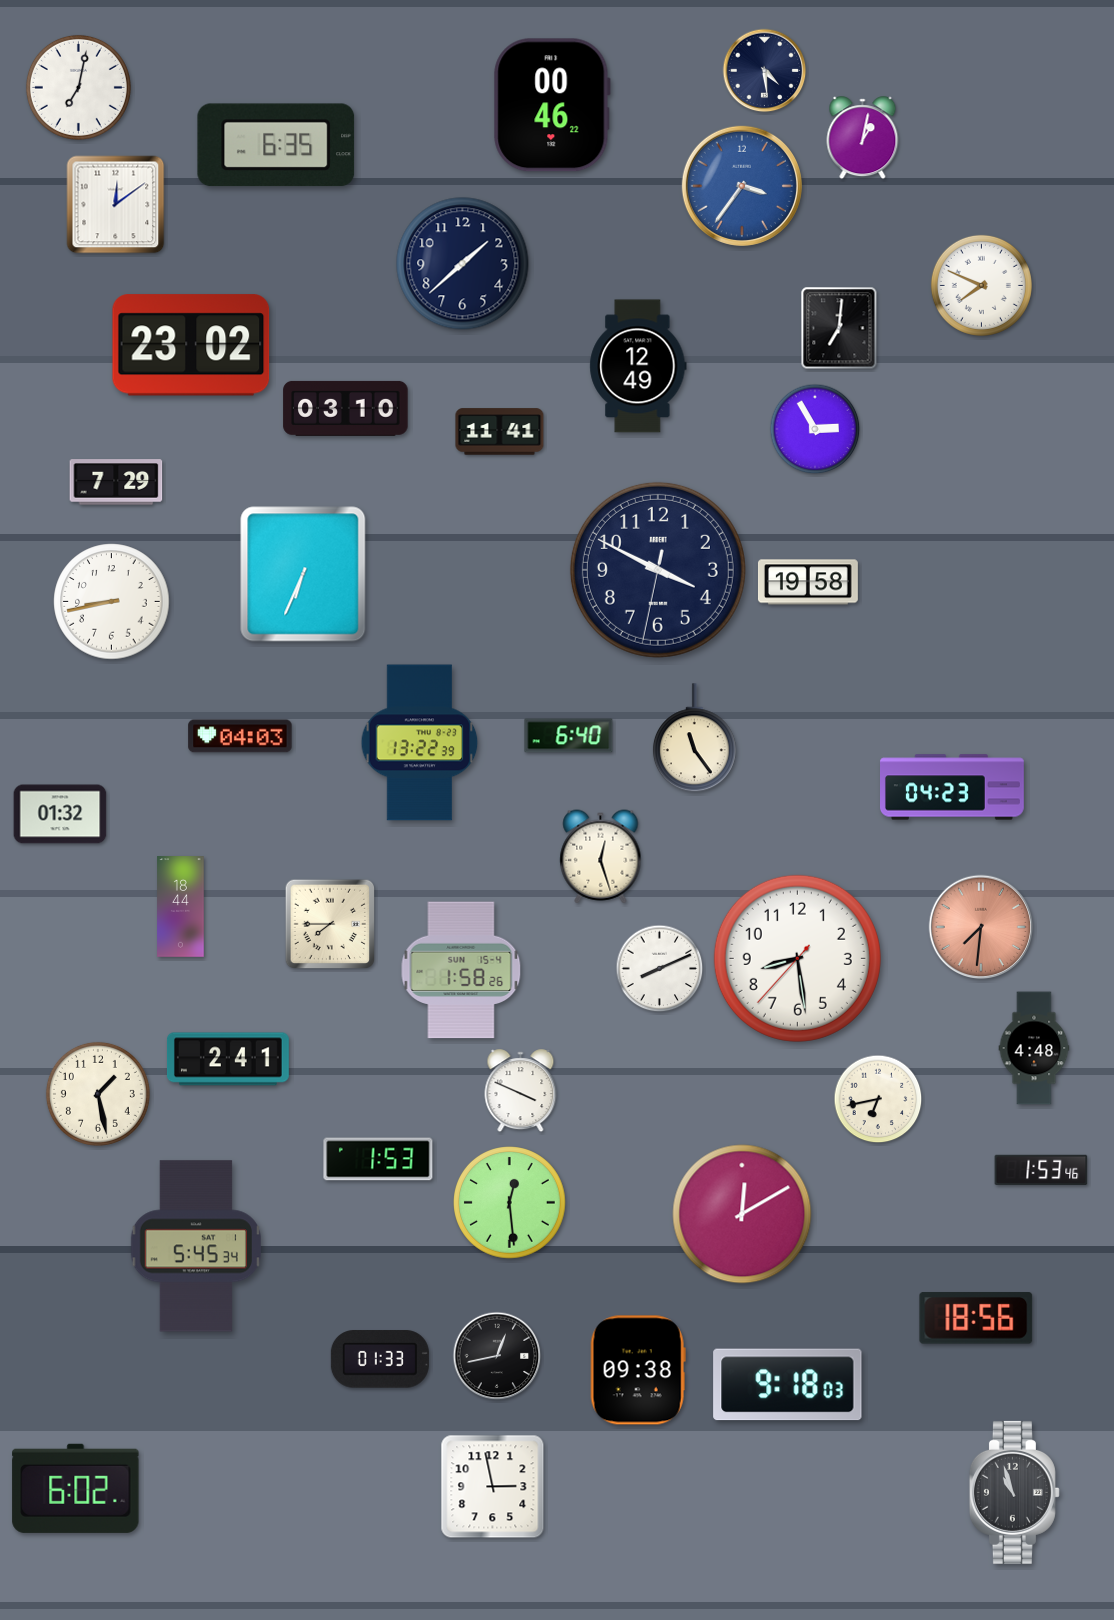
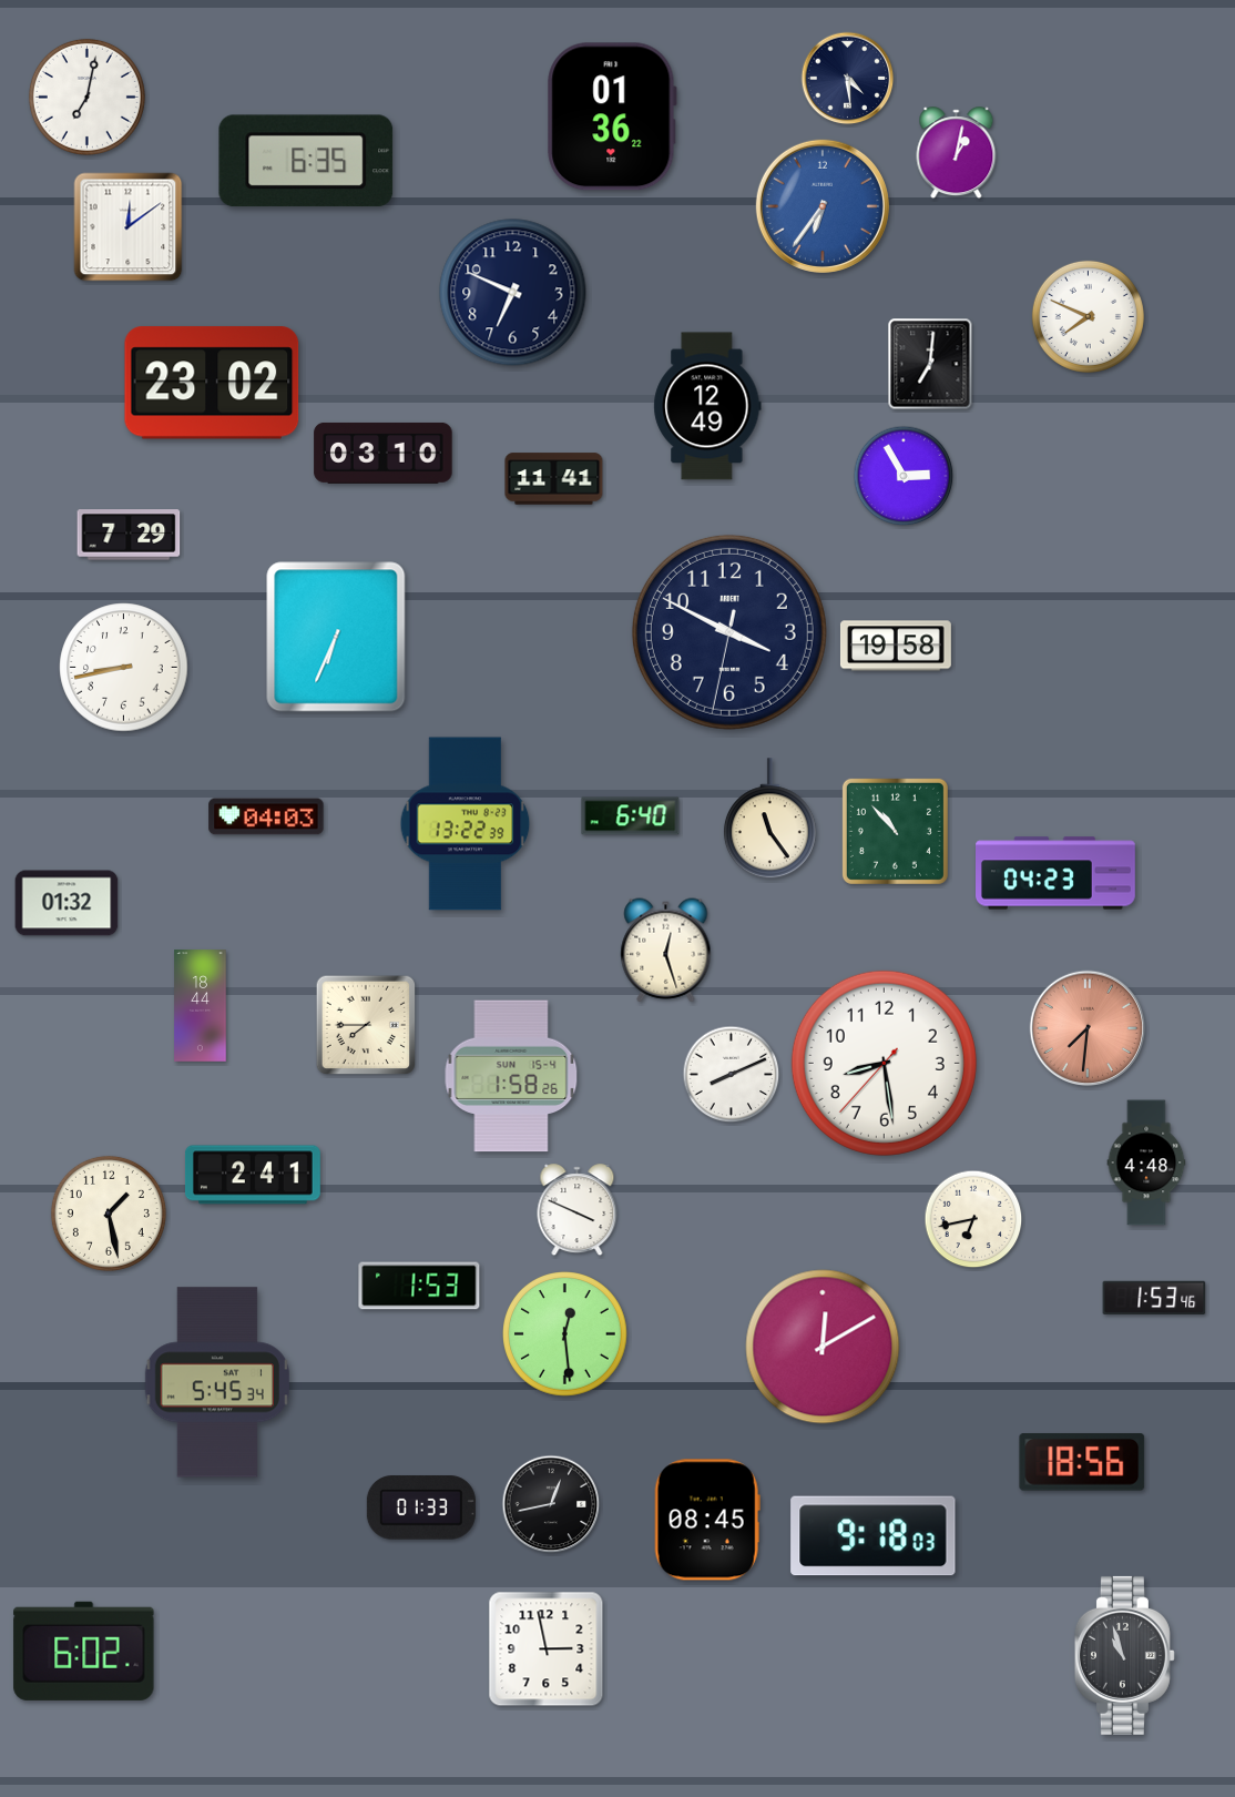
clock at (552, 105): 00:46 -> 01:36
clock at (742, 186): 3:36 -> 6:36
clock at (463, 264): 1:38 -> 6:49
clock at (895, 831): none -> 10:53
clock at (638, 1370): 09:38 -> 08:45
